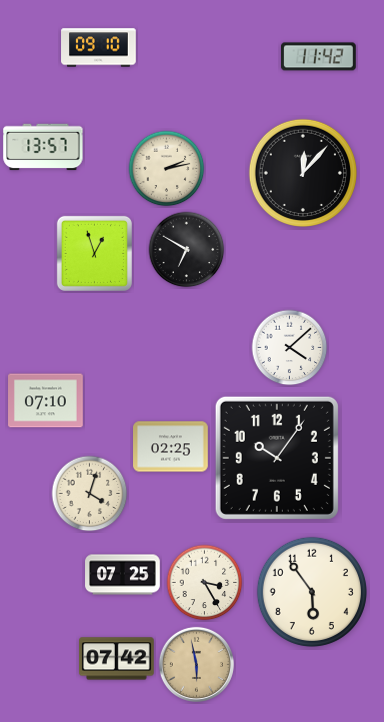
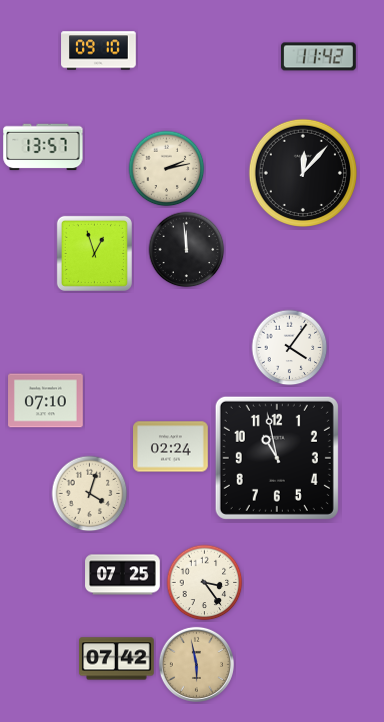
clock at (99, 48) position: (99, 48) -> (99, 51)
clock at (187, 250): 6:50 -> 11:59
clock at (290, 348): 4:08 -> 4:06
clock at (171, 447): 02:25 -> 02:24
clock at (277, 458): 10:06 -> 10:58
clock at (205, 583): 3:25 -> 3:24
clock at (312, 592): 5:54 -> none
